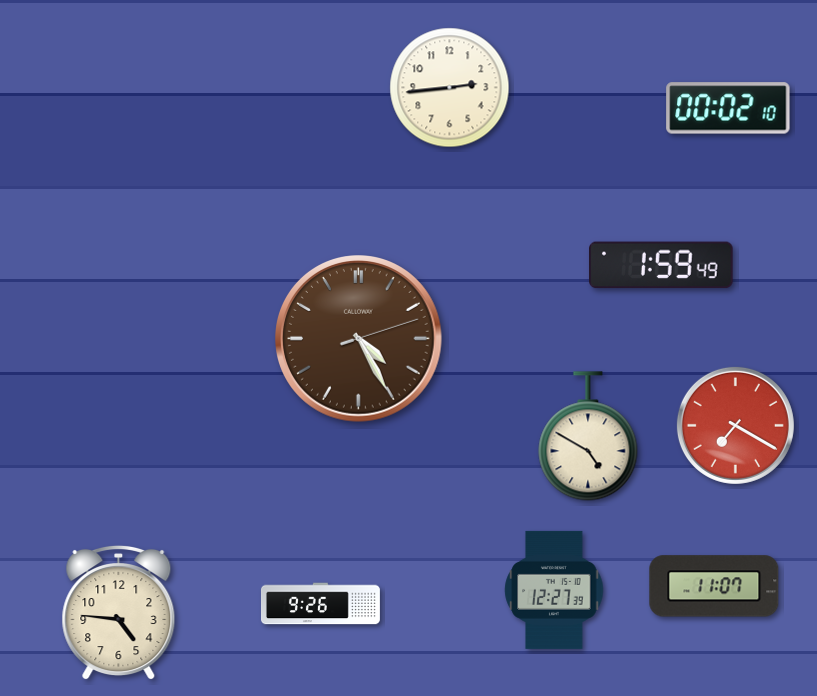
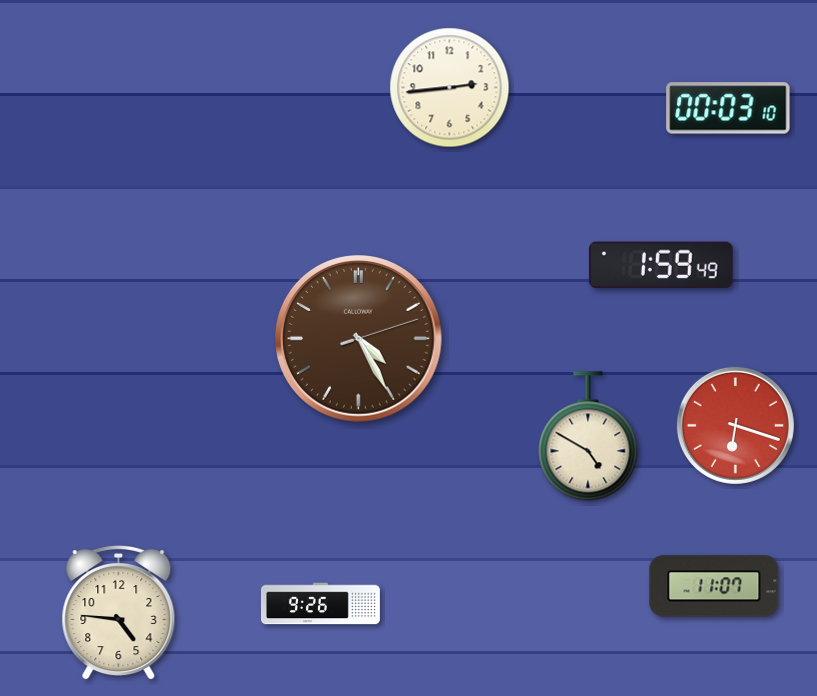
clock at (728, 108): 00:02 -> 00:03
clock at (735, 425): 7:20 -> 6:18
clock at (554, 590): 12:27 -> none
